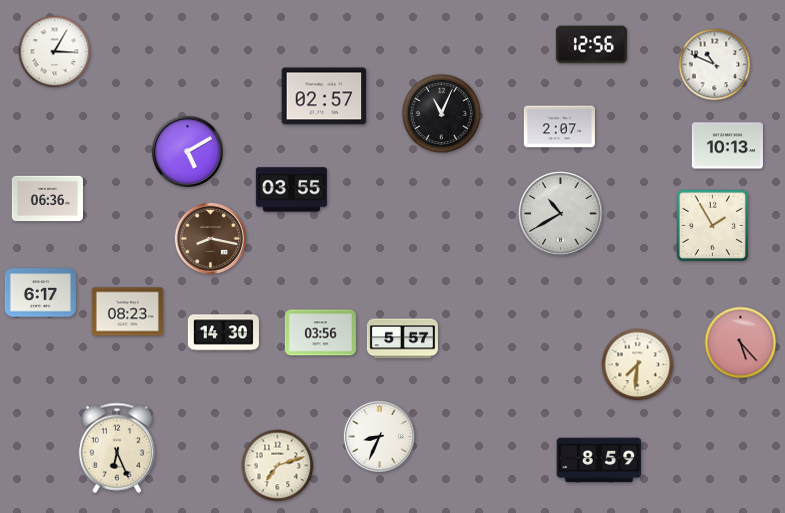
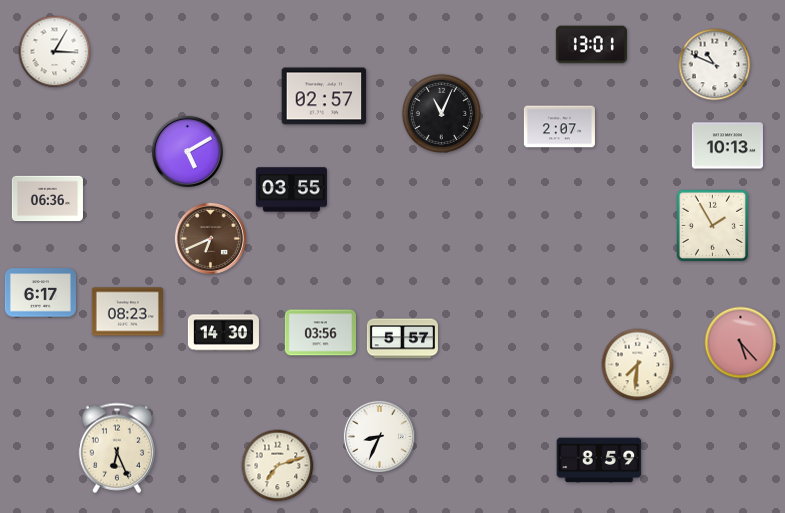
clock at (591, 45): 12:56 -> 13:01
clock at (561, 214): 10:40 -> none
clock at (210, 238): 8:17 -> 6:41
